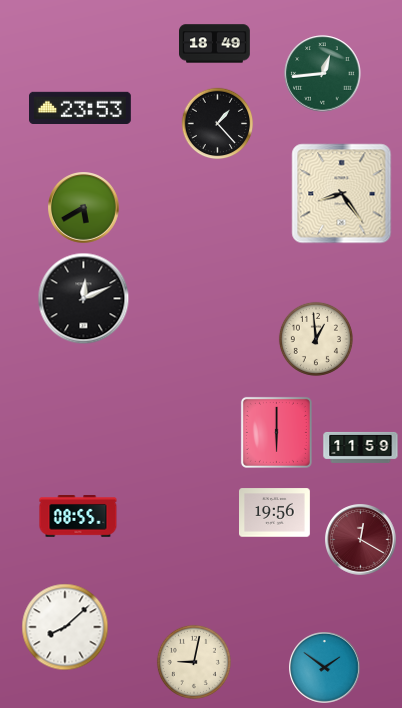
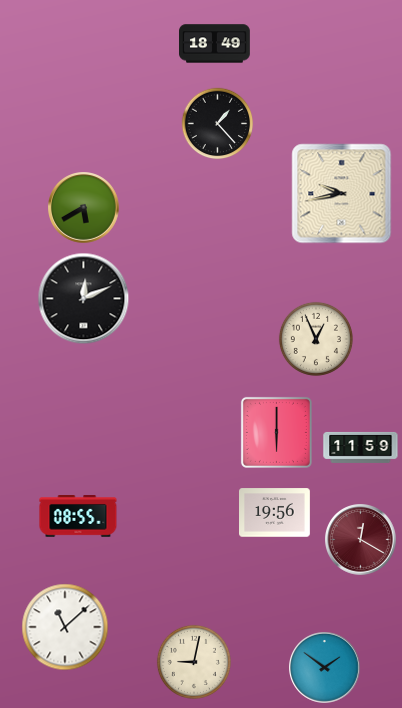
clock at (323, 74): 12:44 -> none
clock at (81, 107): 23:53 -> none
clock at (342, 194): 8:24 -> 9:43
clock at (316, 339): 12:59 -> 12:56
clock at (65, 627): 8:08 -> 11:08
